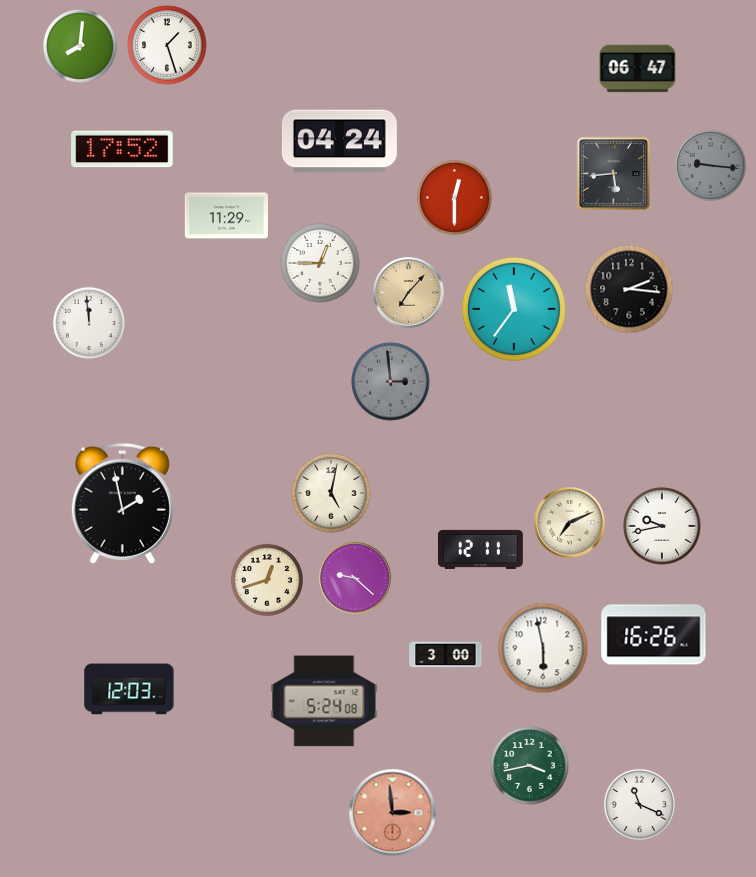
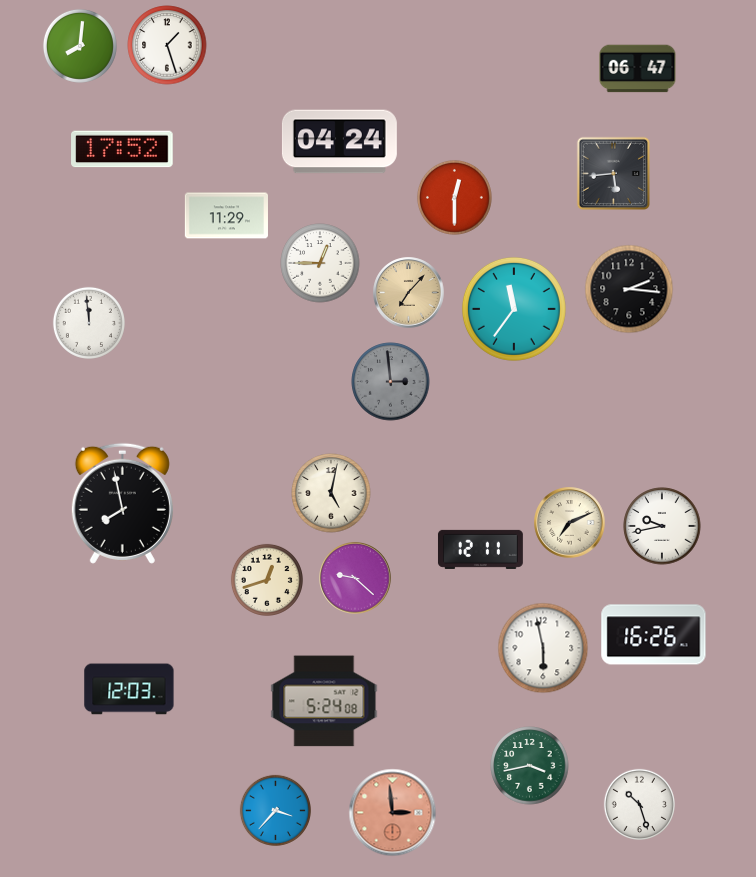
clock at (710, 165): 9:16 -> none
clock at (122, 503): 1:58 -> 7:58
clock at (446, 655): 3:00 -> none
clock at (639, 804): 11:19 -> 10:27
clock at (275, 810): none -> 3:37
